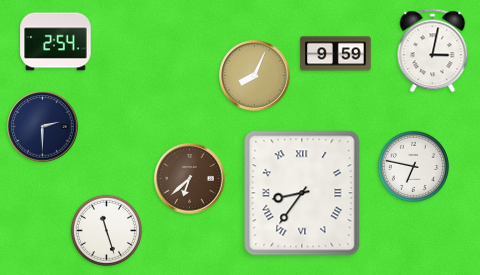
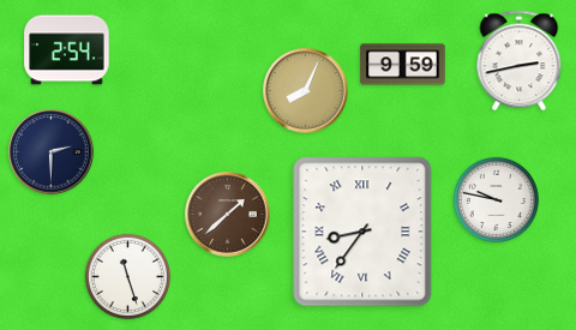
clock at (433, 51): 3:02 -> 2:43
clock at (413, 166): 6:47 -> 9:47
clock at (190, 179): 6:38 -> 1:38
